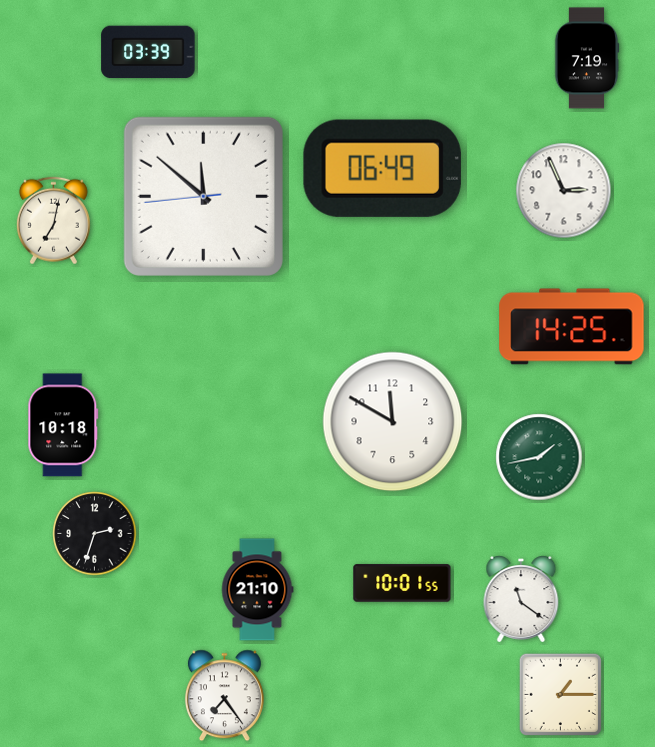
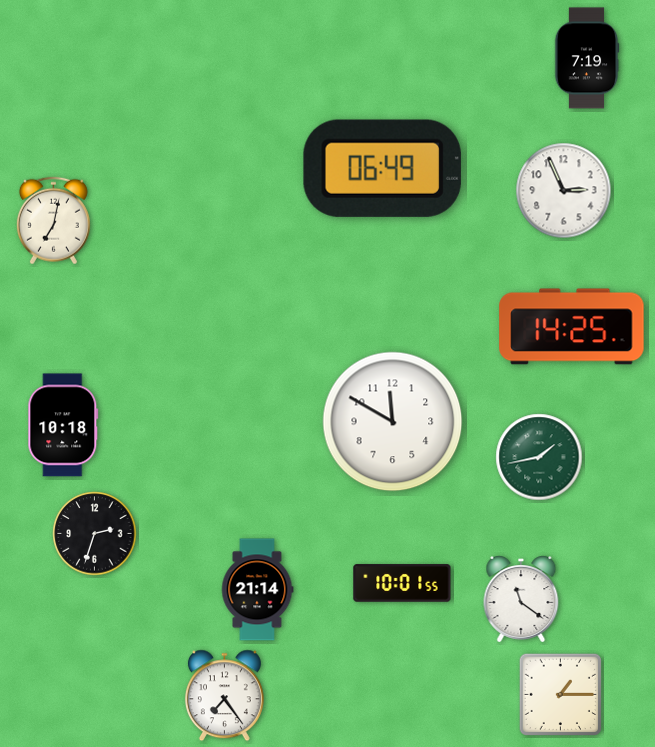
clock at (148, 52): 03:39 -> none
clock at (203, 196): 11:51 -> none
clock at (257, 590): 21:10 -> 21:14
